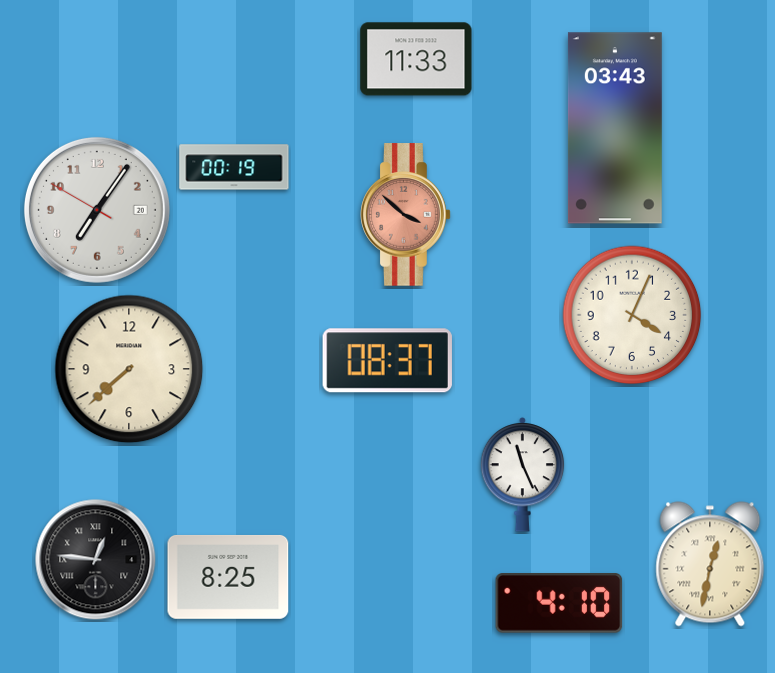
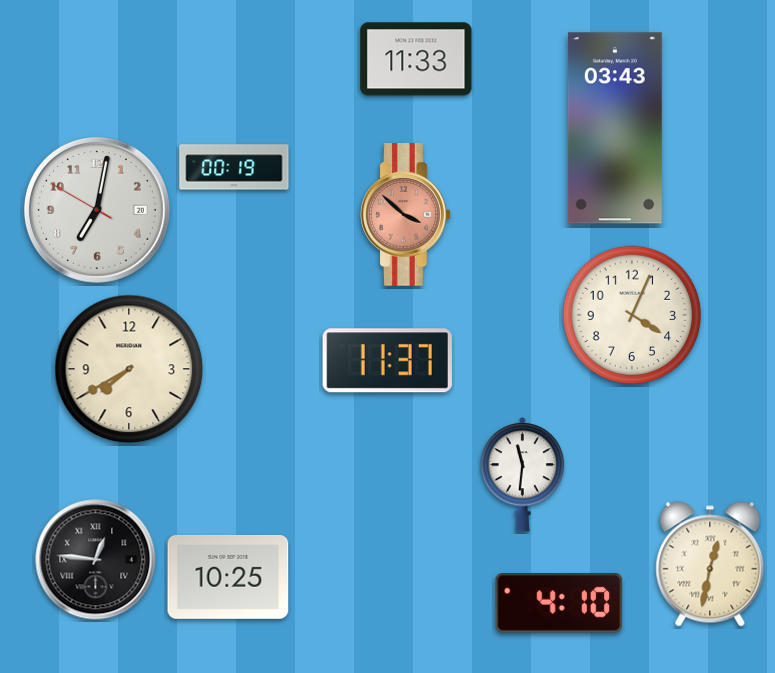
clock at (97, 210): 7:05 -> 7:01
clock at (387, 361): 08:37 -> 11:37
clock at (129, 369): 7:38 -> 7:40
clock at (523, 474): 11:26 -> 11:31
clock at (228, 577): 8:25 -> 10:25
